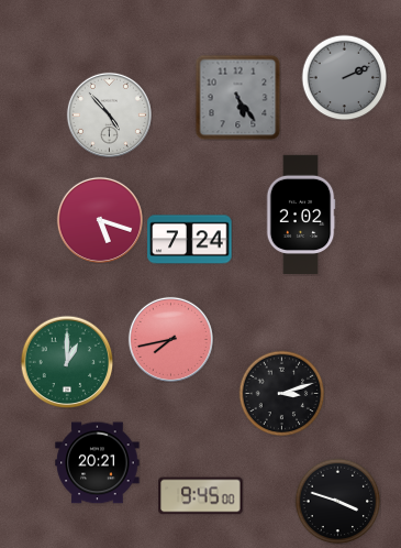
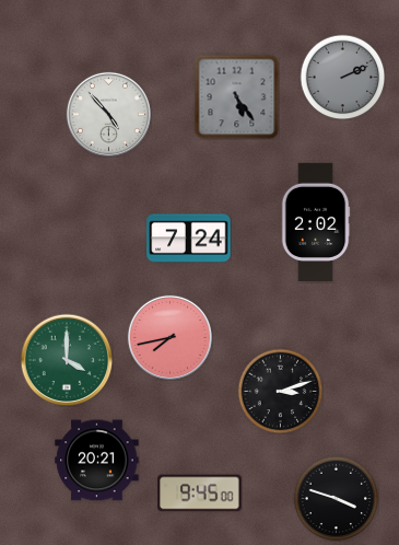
clock at (301, 213) position: (301, 213) -> (316, 221)
clock at (100, 220): 5:18 -> none
clock at (67, 362): 1:00 -> 4:00
